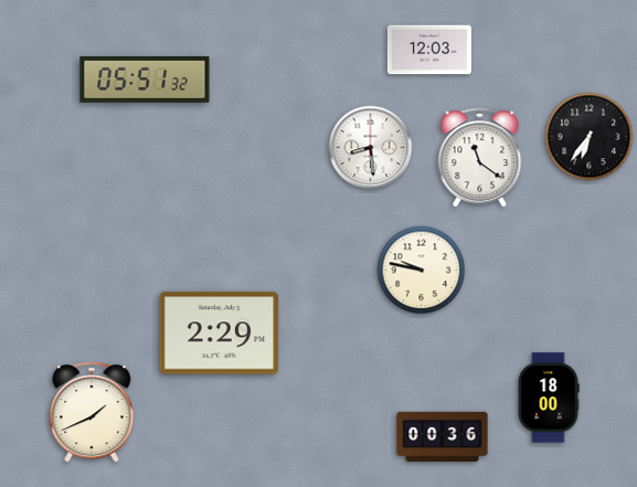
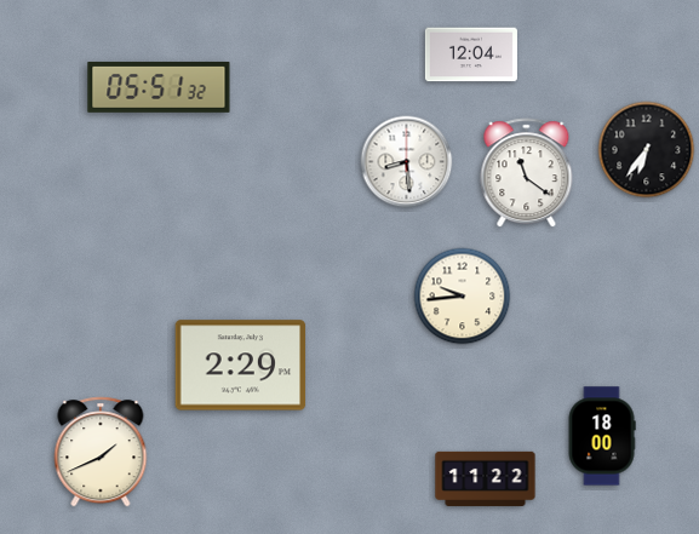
clock at (429, 50): 12:03 -> 12:04
clock at (422, 271): 9:47 -> 9:44
clock at (443, 436): 00:36 -> 11:22
